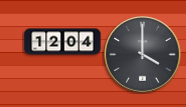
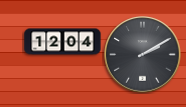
clock at (143, 55): 4:00 -> 2:10
